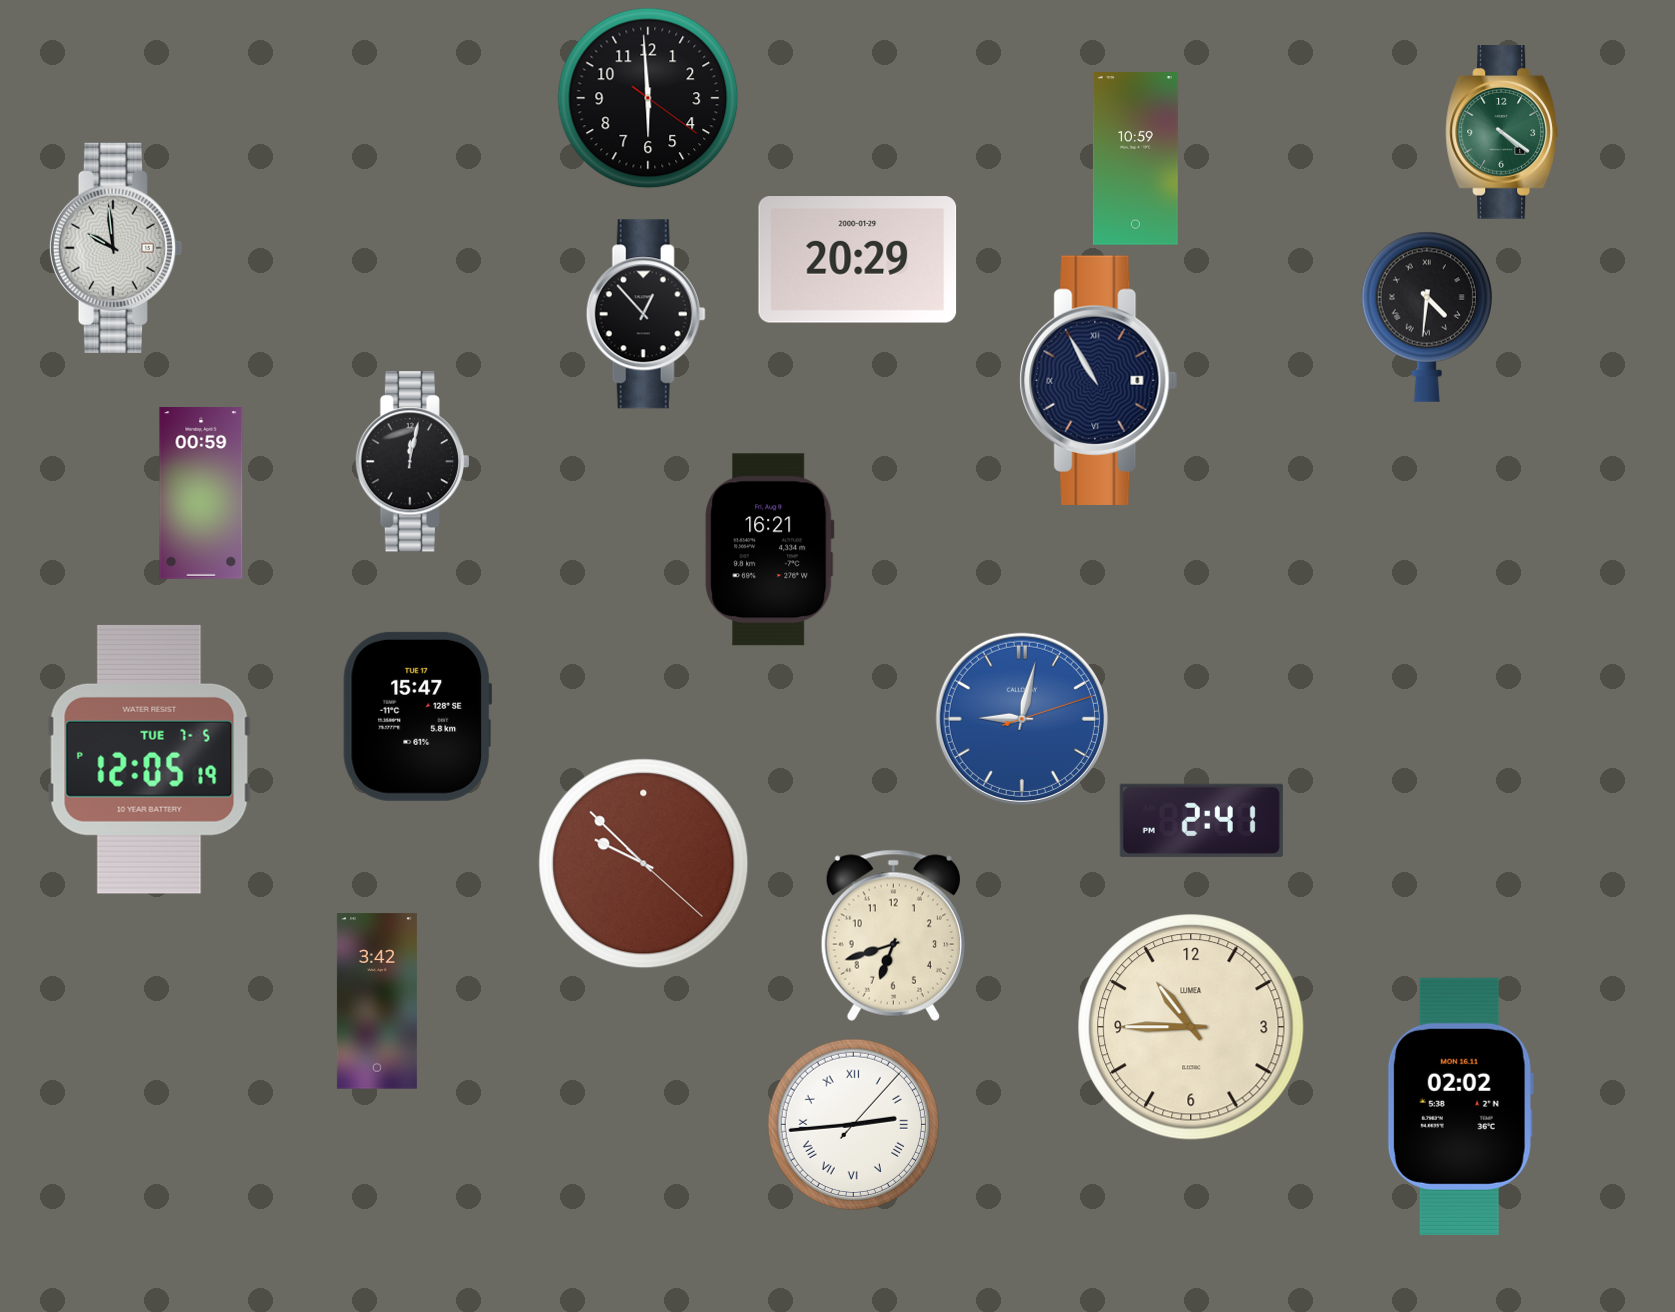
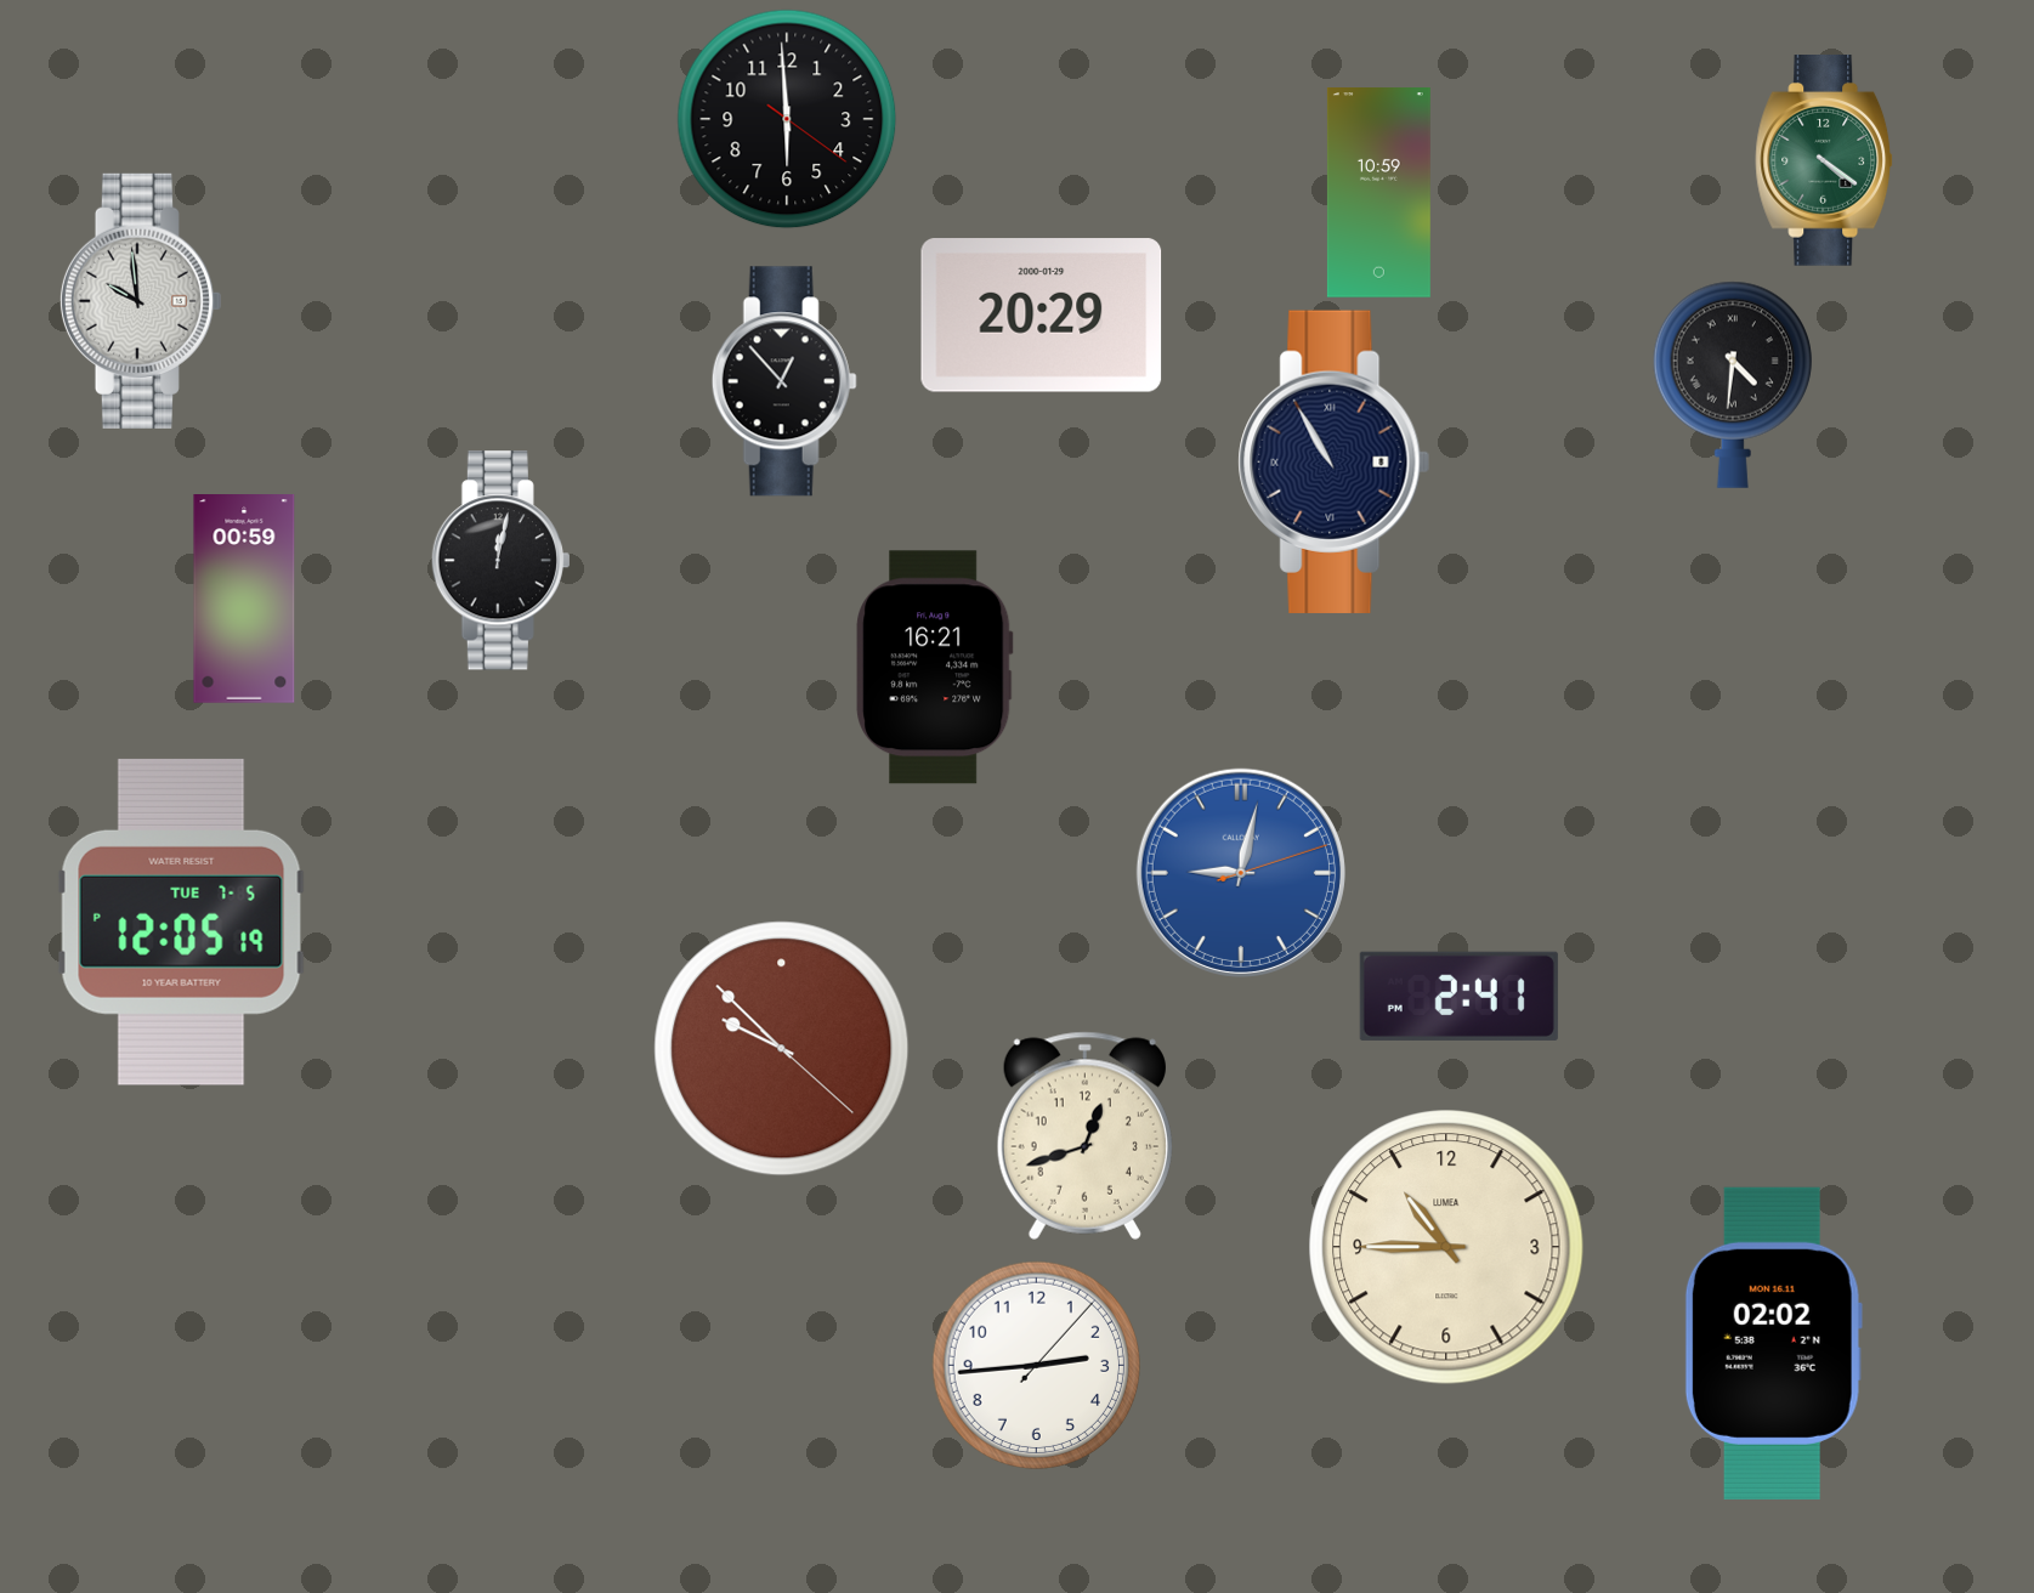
clock at (418, 716): 15:47 -> none
clock at (893, 935): 6:42 -> 12:42
clock at (377, 1001): 3:42 -> none
clock at (853, 1124) numerals: Roman -> Arabic
